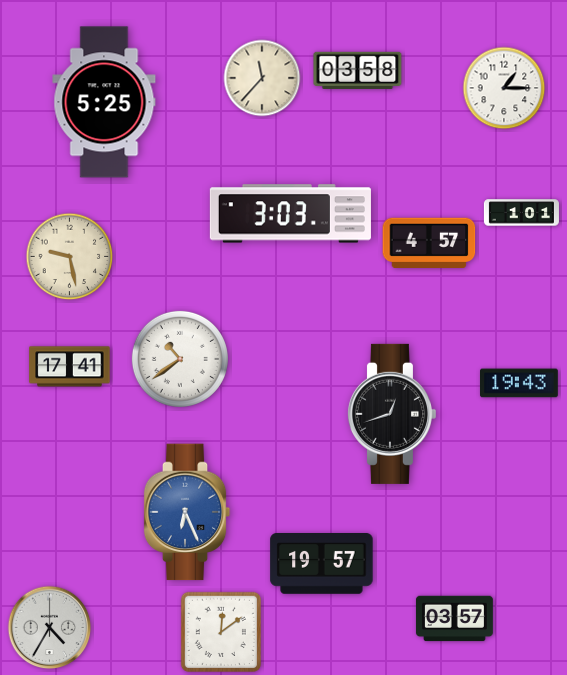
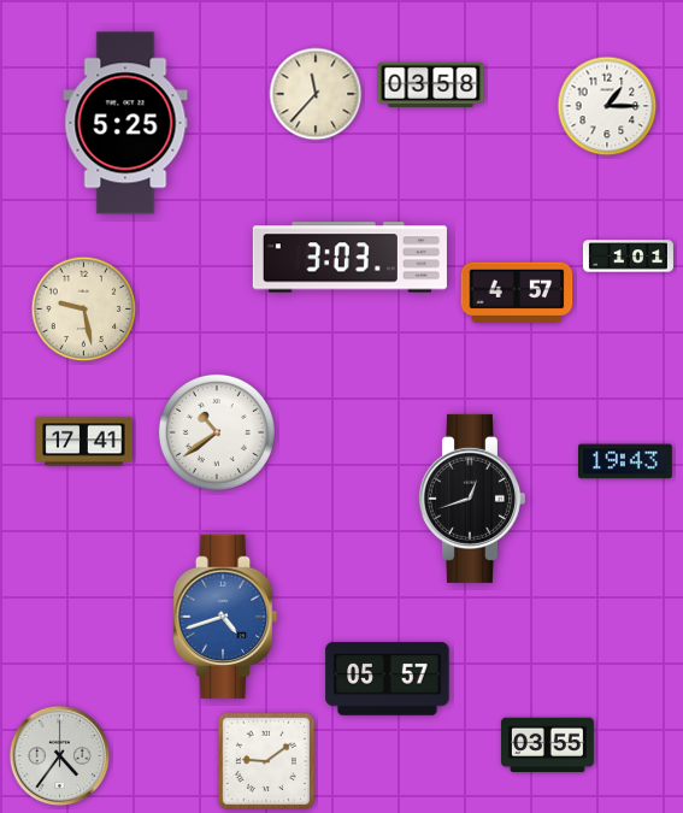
clock at (187, 512): 6:26 -> 4:42
clock at (322, 564): 19:57 -> 05:57
clock at (454, 619): 03:57 -> 03:55
clock at (50, 628): 4:35 -> 4:36
clock at (221, 632): 12:09 -> 9:09
